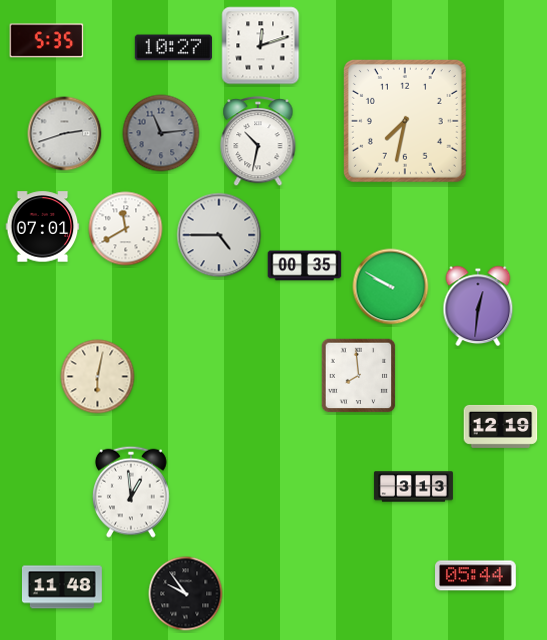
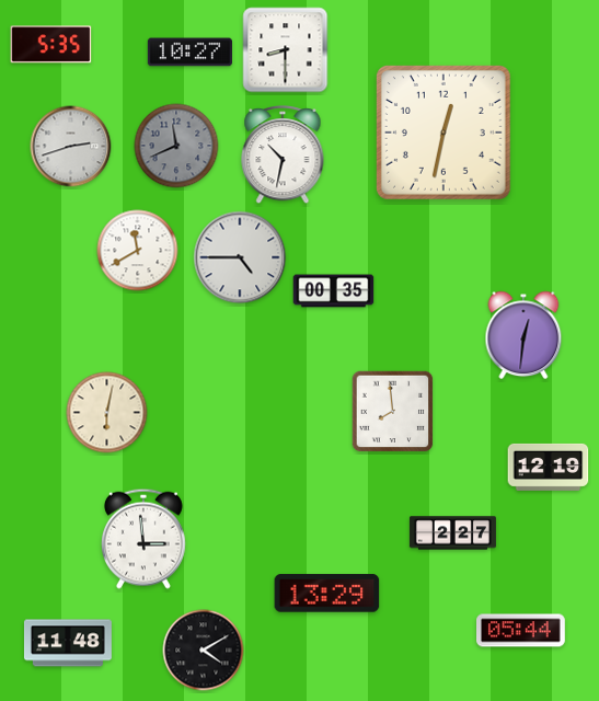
clock at (261, 46): 12:12 -> 8:30
clock at (405, 121): 7:32 -> 12:32
clock at (161, 133): 11:14 -> 11:41
clock at (43, 227): 07:01 -> none
clock at (391, 287): 9:50 -> none
clock at (413, 487): 3:13 -> 2:27
clock at (131, 492): 12:59 -> 2:59
clock at (327, 594): none -> 13:29
clock at (186, 594): 9:54 -> 4:10
